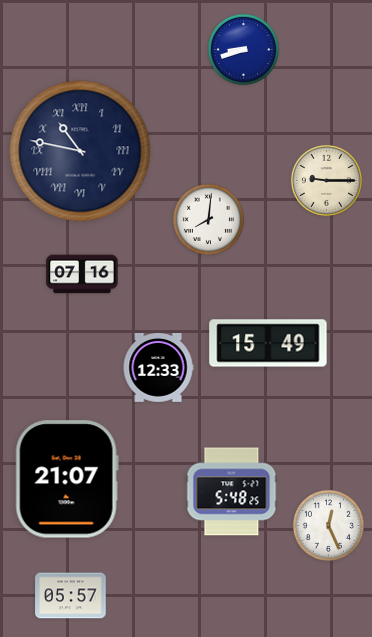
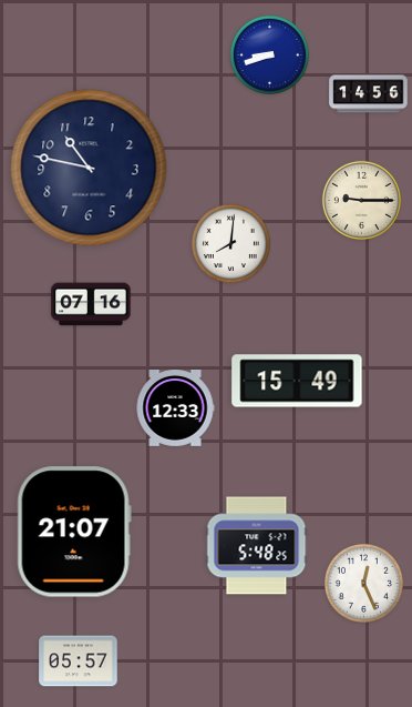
clock at (369, 94): none -> 14:56
clock at (80, 151) numerals: Roman -> Arabic
